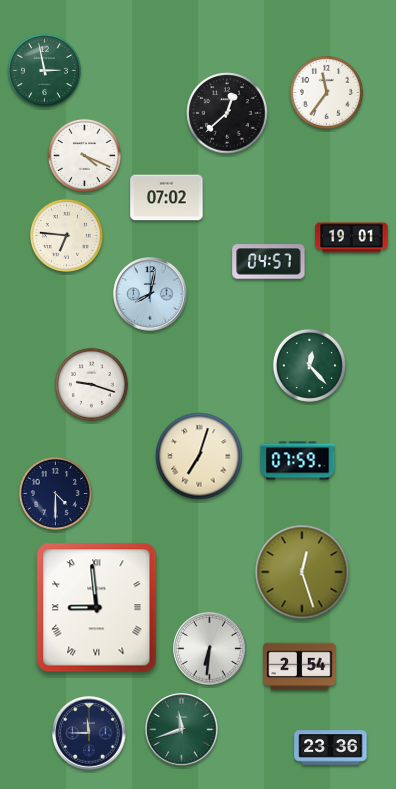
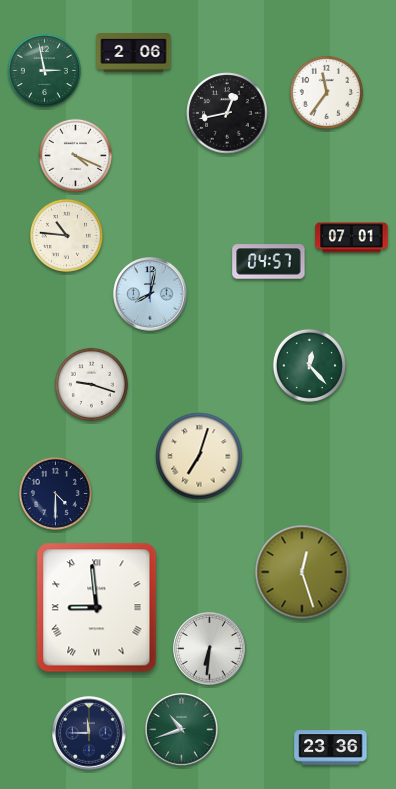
clock at (134, 53): none -> 2:06
clock at (227, 113): 12:38 -> 12:43
clock at (84, 155) position: (84, 155) -> (75, 155)
clock at (167, 198): 07:02 -> none
clock at (66, 235): 6:46 -> 10:46
clock at (352, 238): 19:01 -> 07:01
clock at (298, 461): 07:59 -> none
clock at (300, 667): 2:54 -> none
clock at (182, 730): 11:42 -> 10:42
